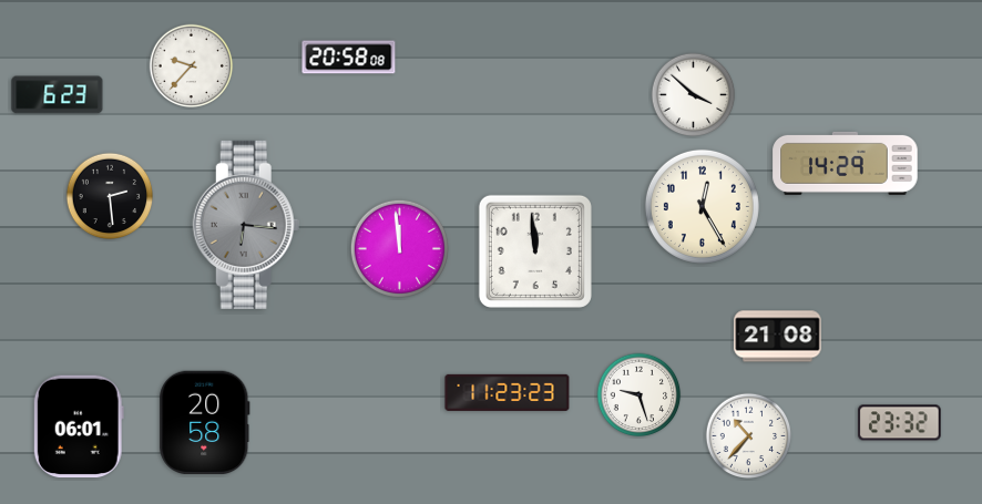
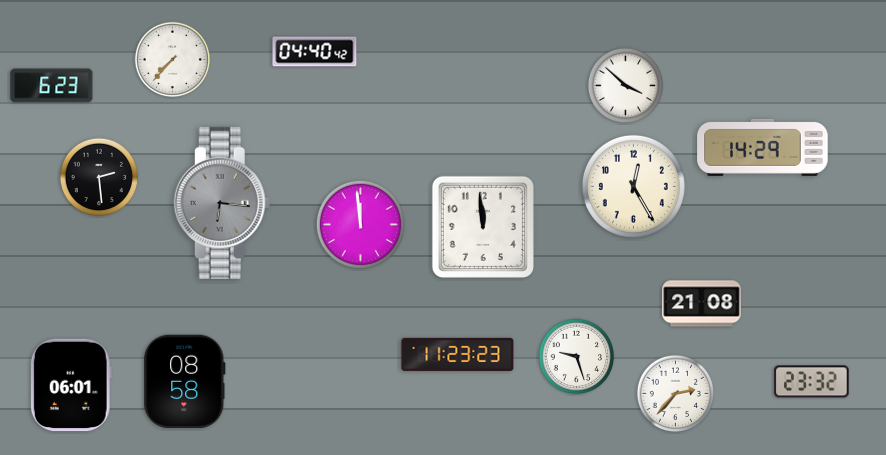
clock at (349, 58): 20:58 -> 04:40
clock at (192, 66): 9:37 -> 7:37
clock at (205, 423): 20:58 -> 08:58
clock at (749, 436): 10:37 -> 2:37
